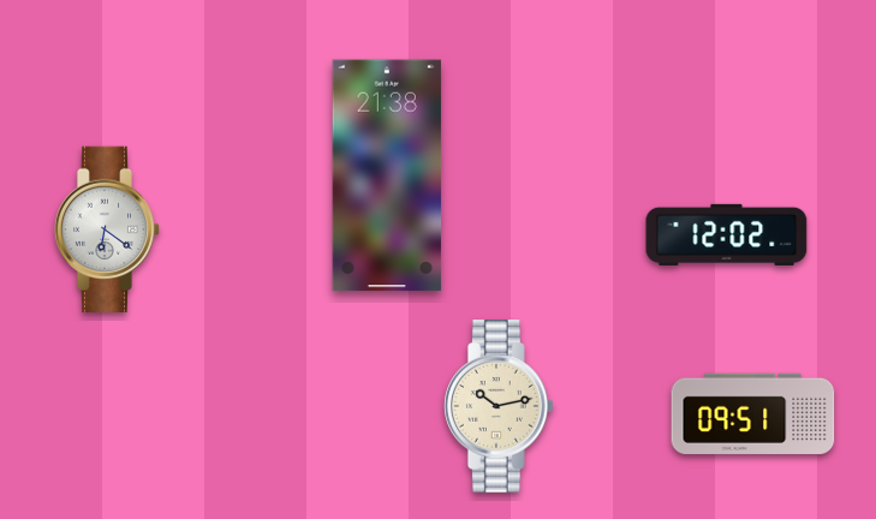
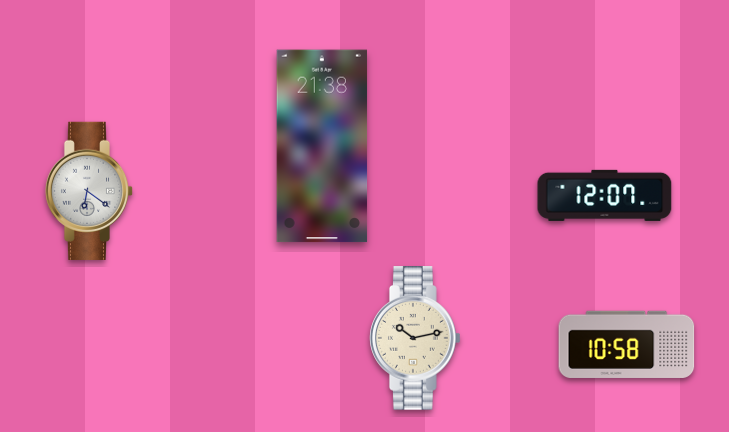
clock at (727, 234): 12:02 -> 12:07
clock at (753, 413): 09:51 -> 10:58
